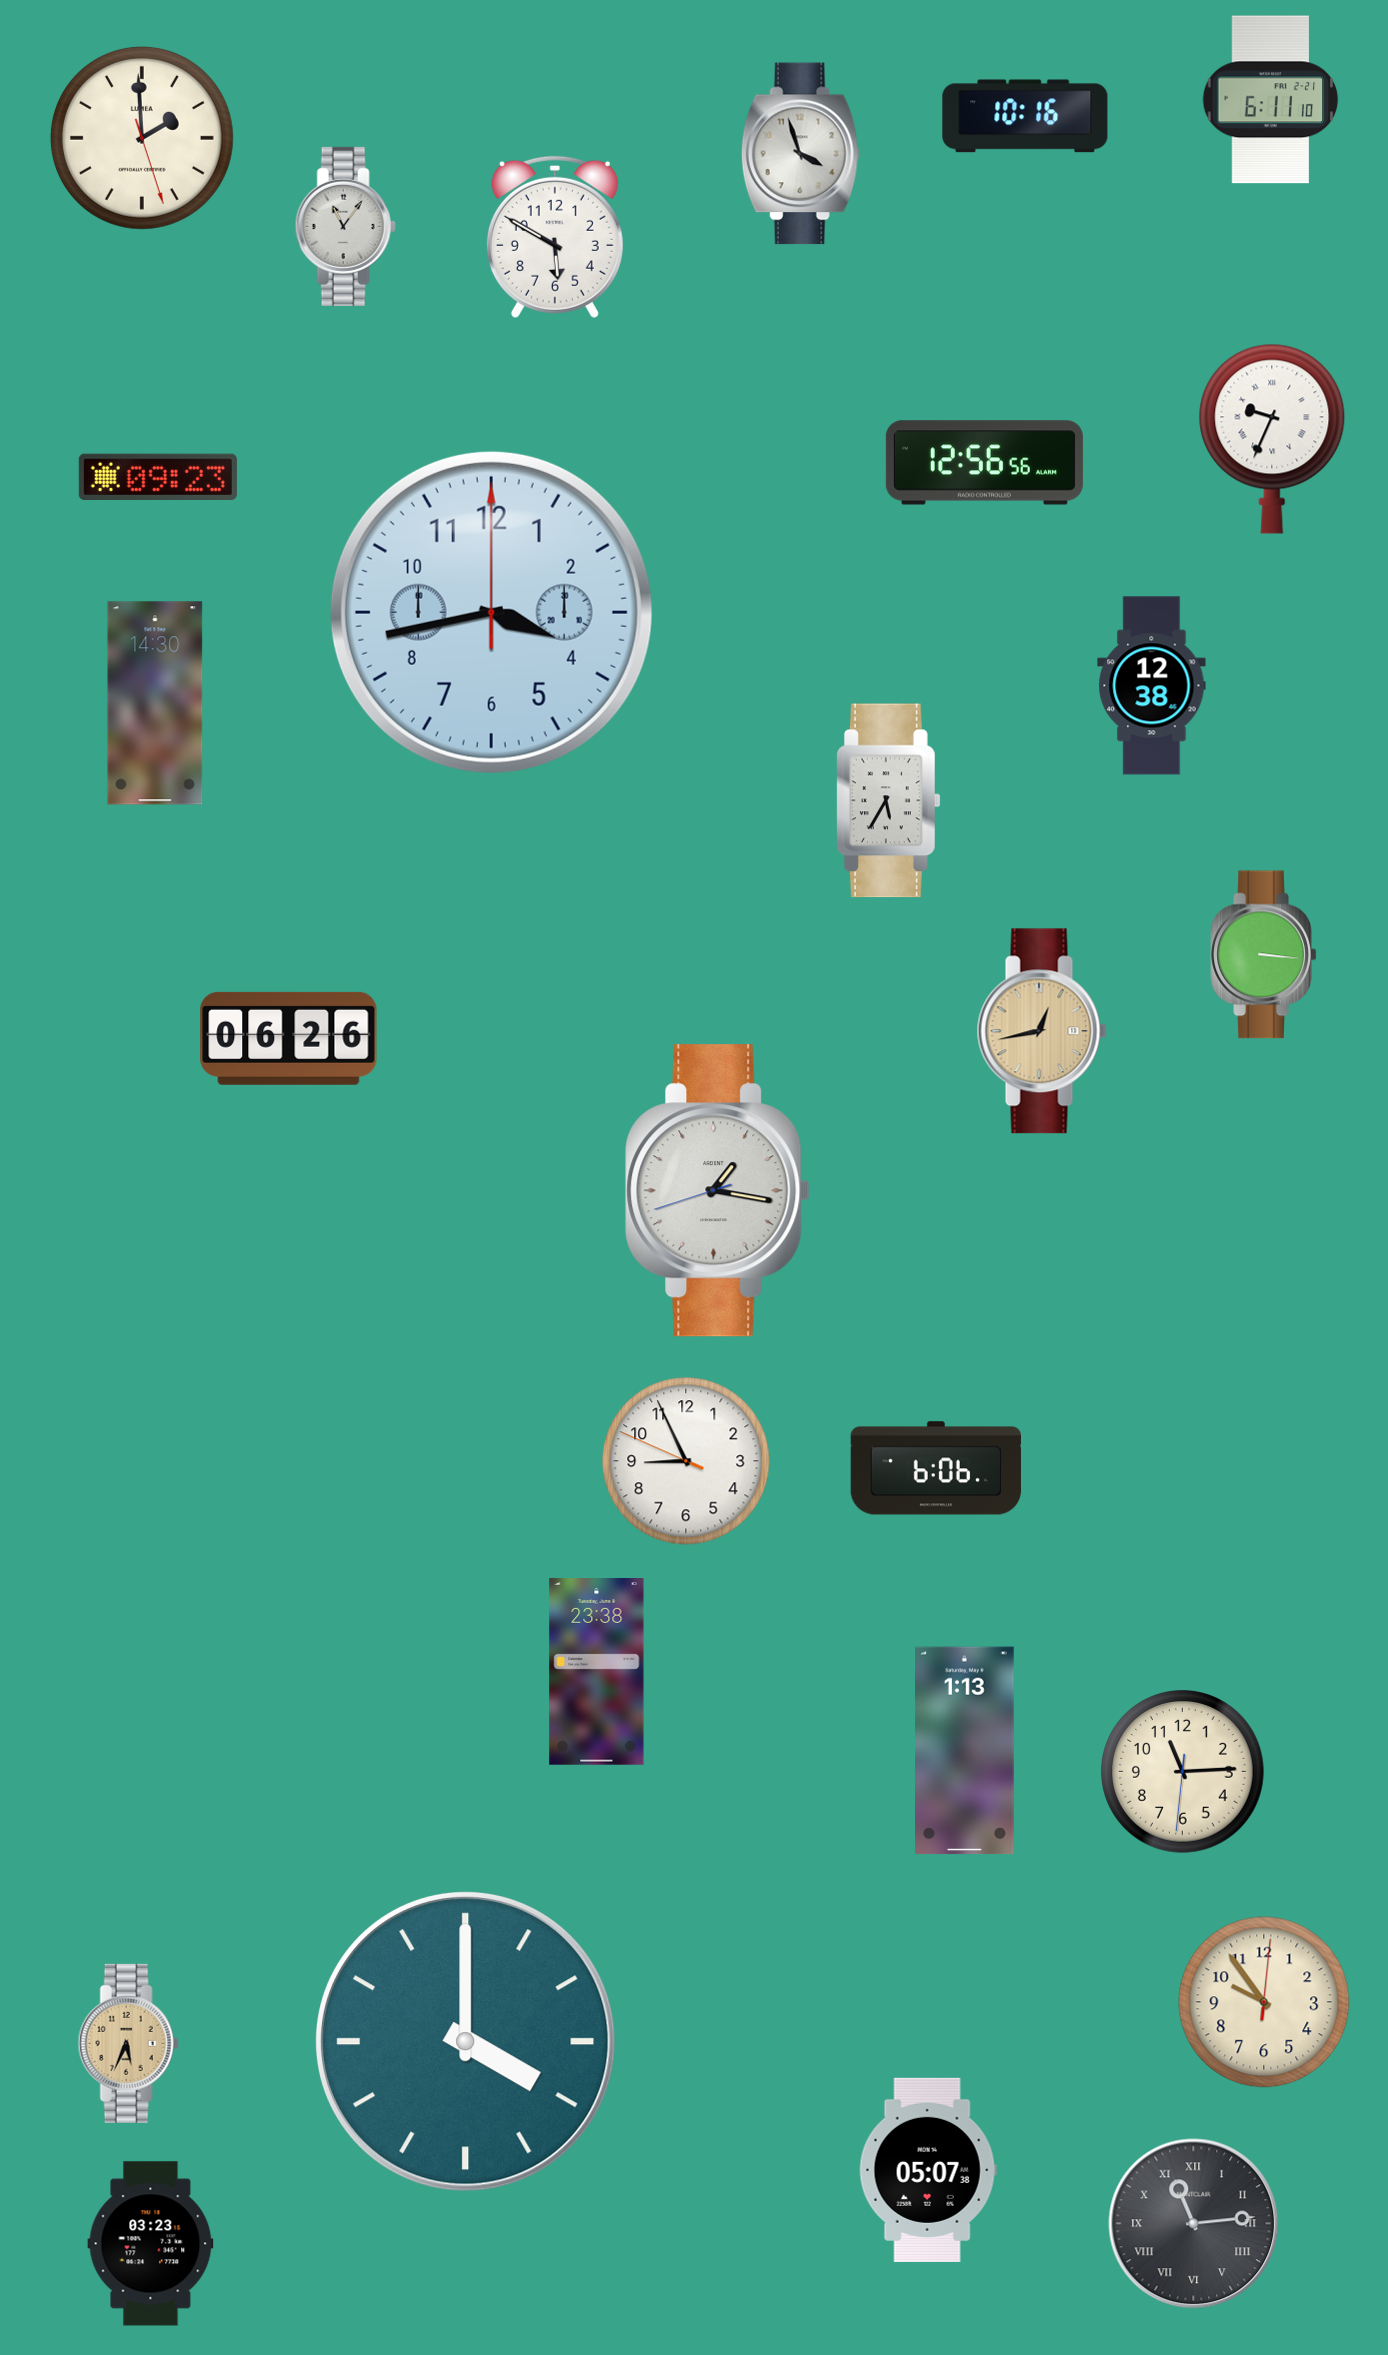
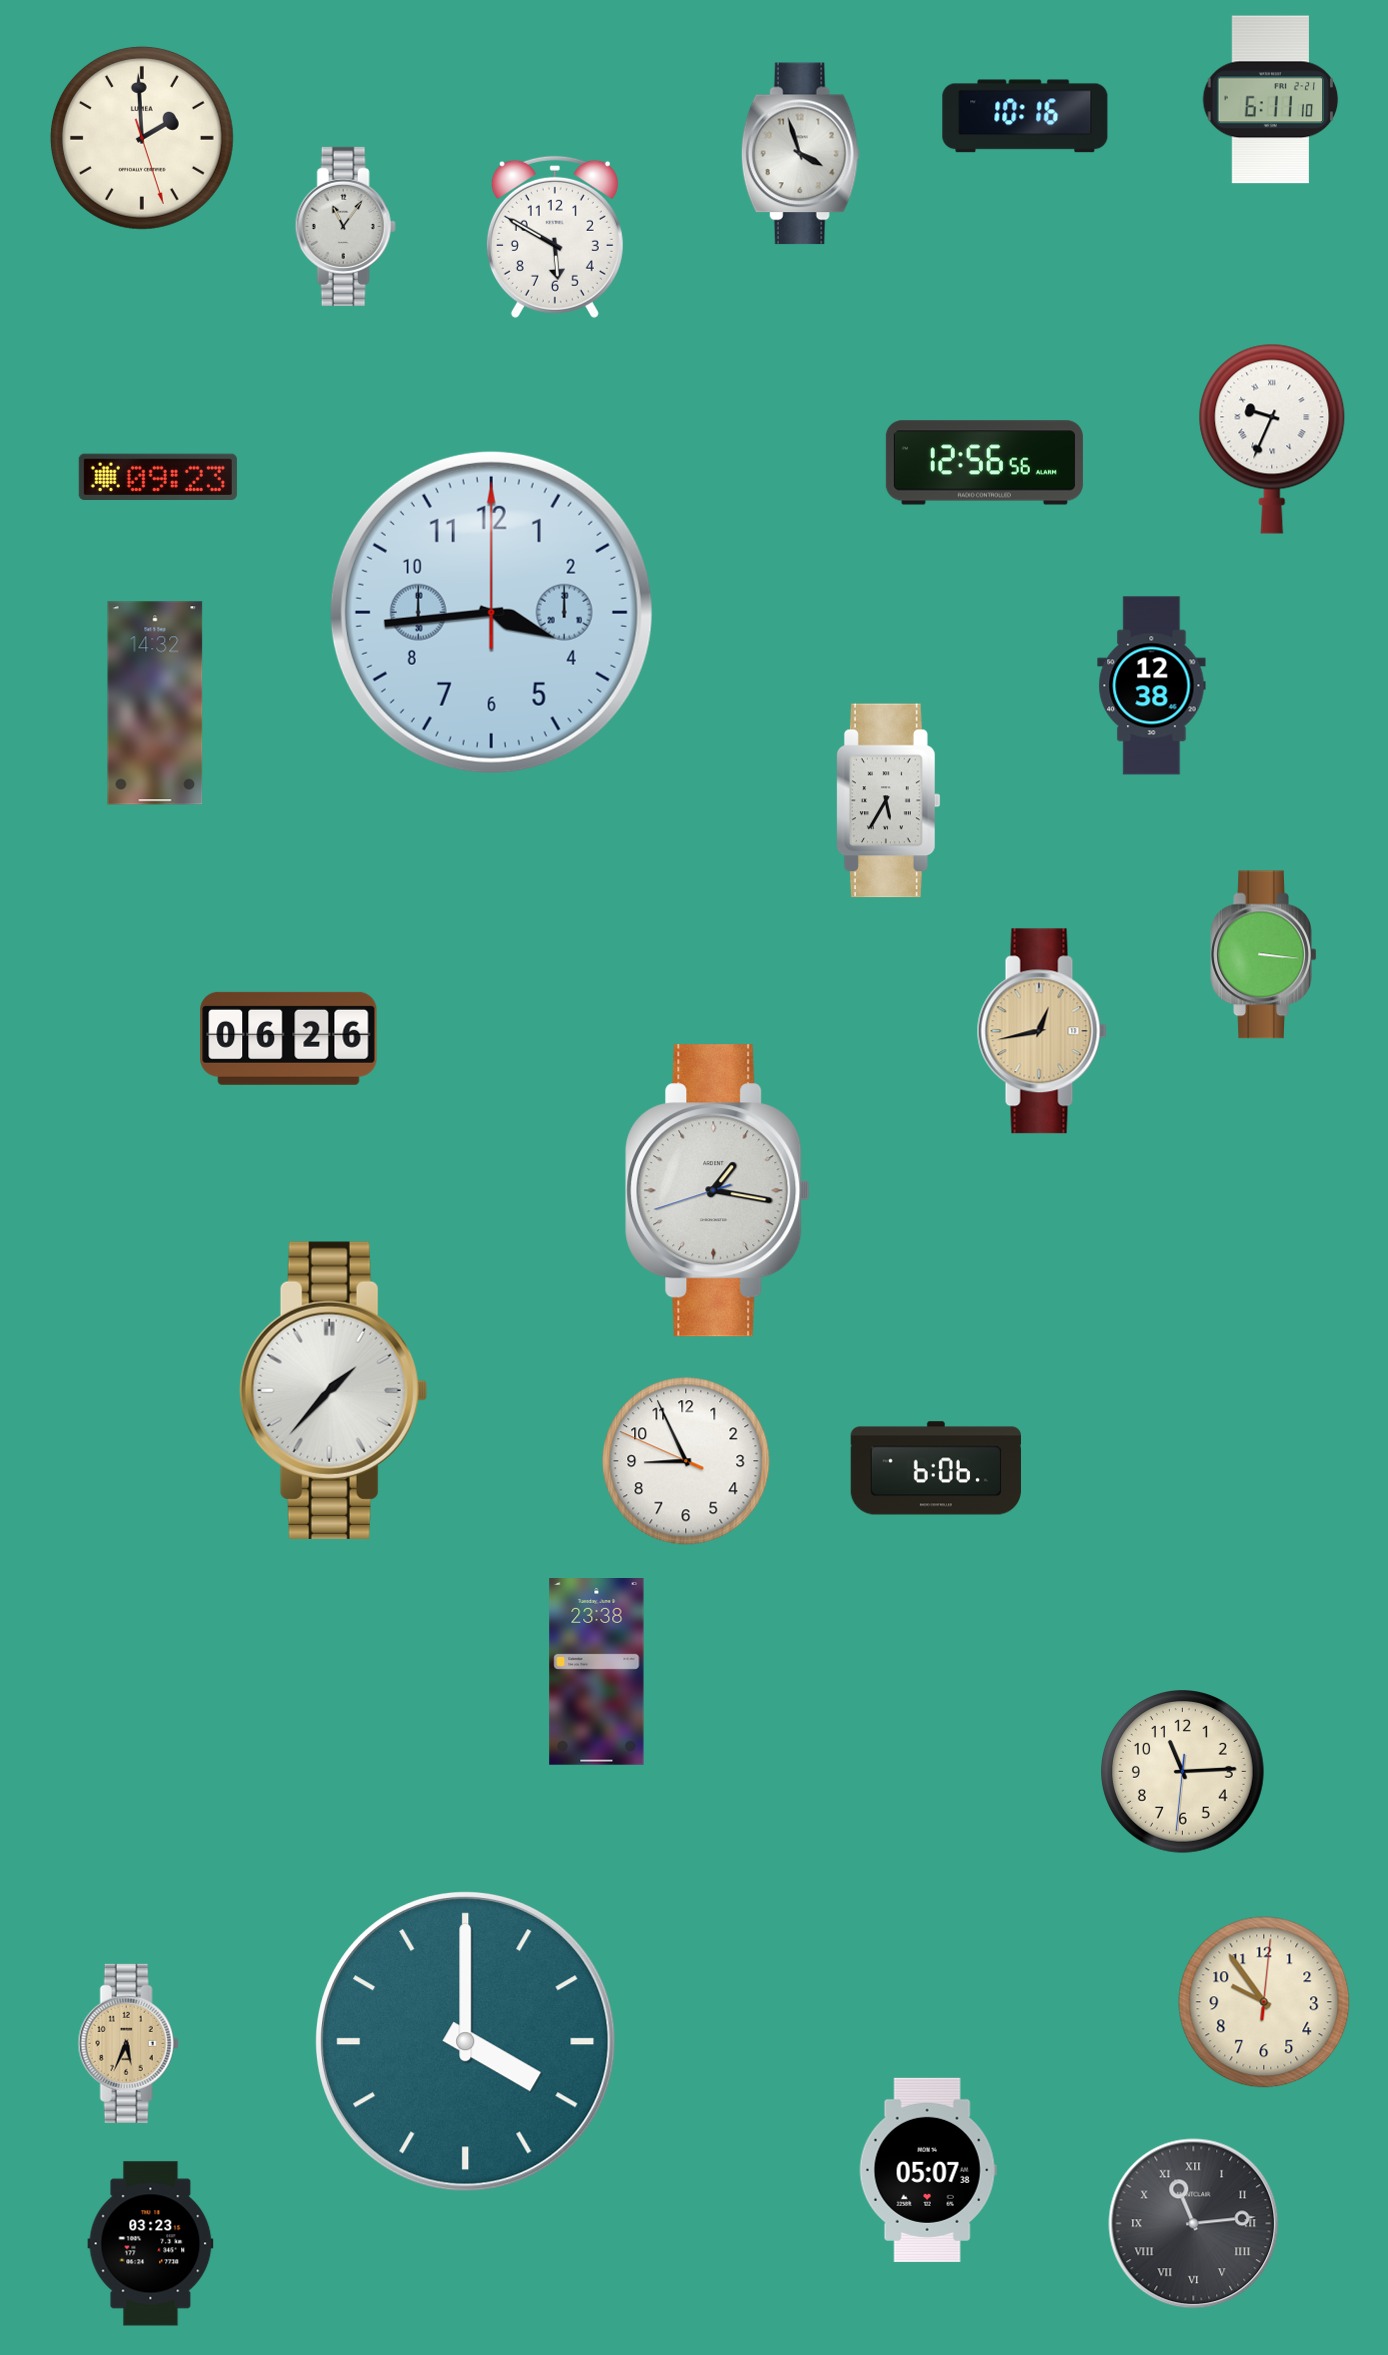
clock at (491, 612): 3:43 -> 3:44
clock at (155, 703): 14:30 -> 14:32
clock at (333, 1390): none -> 1:37
clock at (965, 1751): 1:13 -> none
